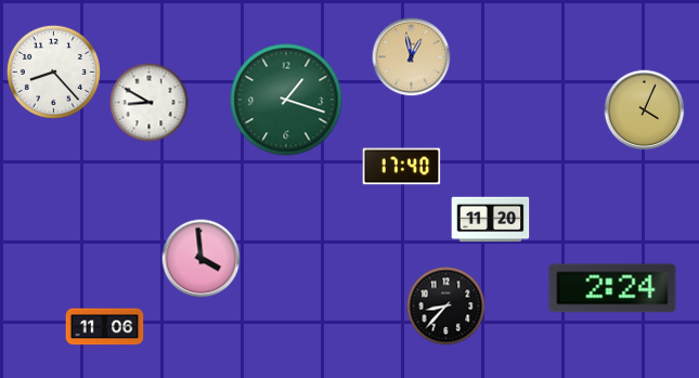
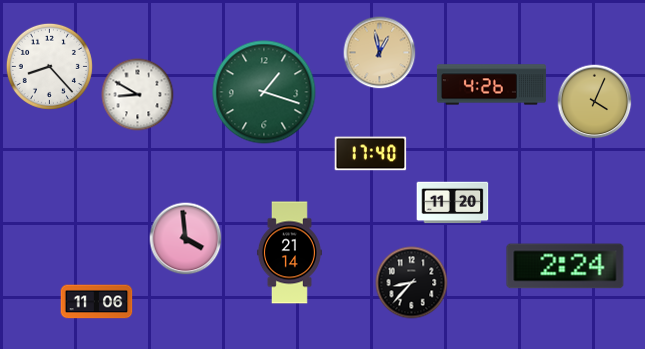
clock at (491, 85): none -> 4:26
clock at (289, 253): none -> 21:14
